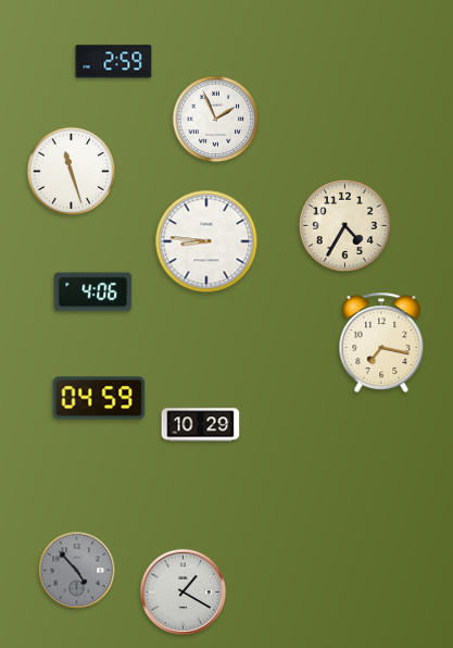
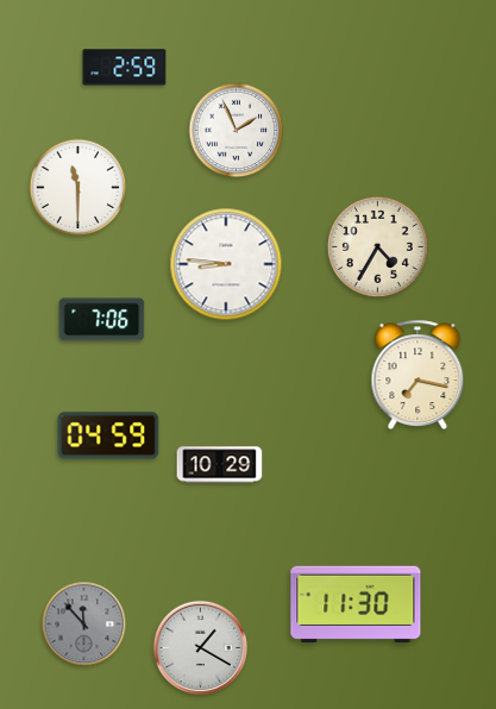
clock at (72, 172): 11:27 -> 11:30
clock at (93, 292): 4:06 -> 7:06
clock at (356, 603): none -> 11:30
clock at (77, 571): 4:53 -> 11:53
